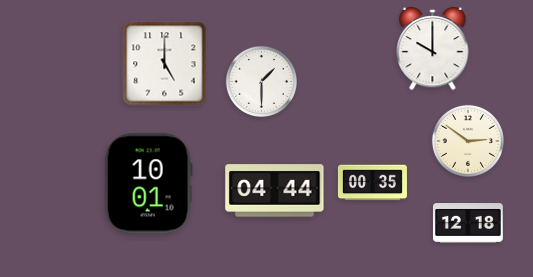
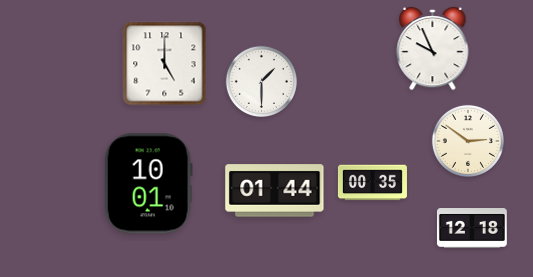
clock at (433, 49): 10:00 -> 9:56
clock at (275, 191): 04:44 -> 01:44
clock at (468, 224) position: (468, 224) -> (472, 229)
